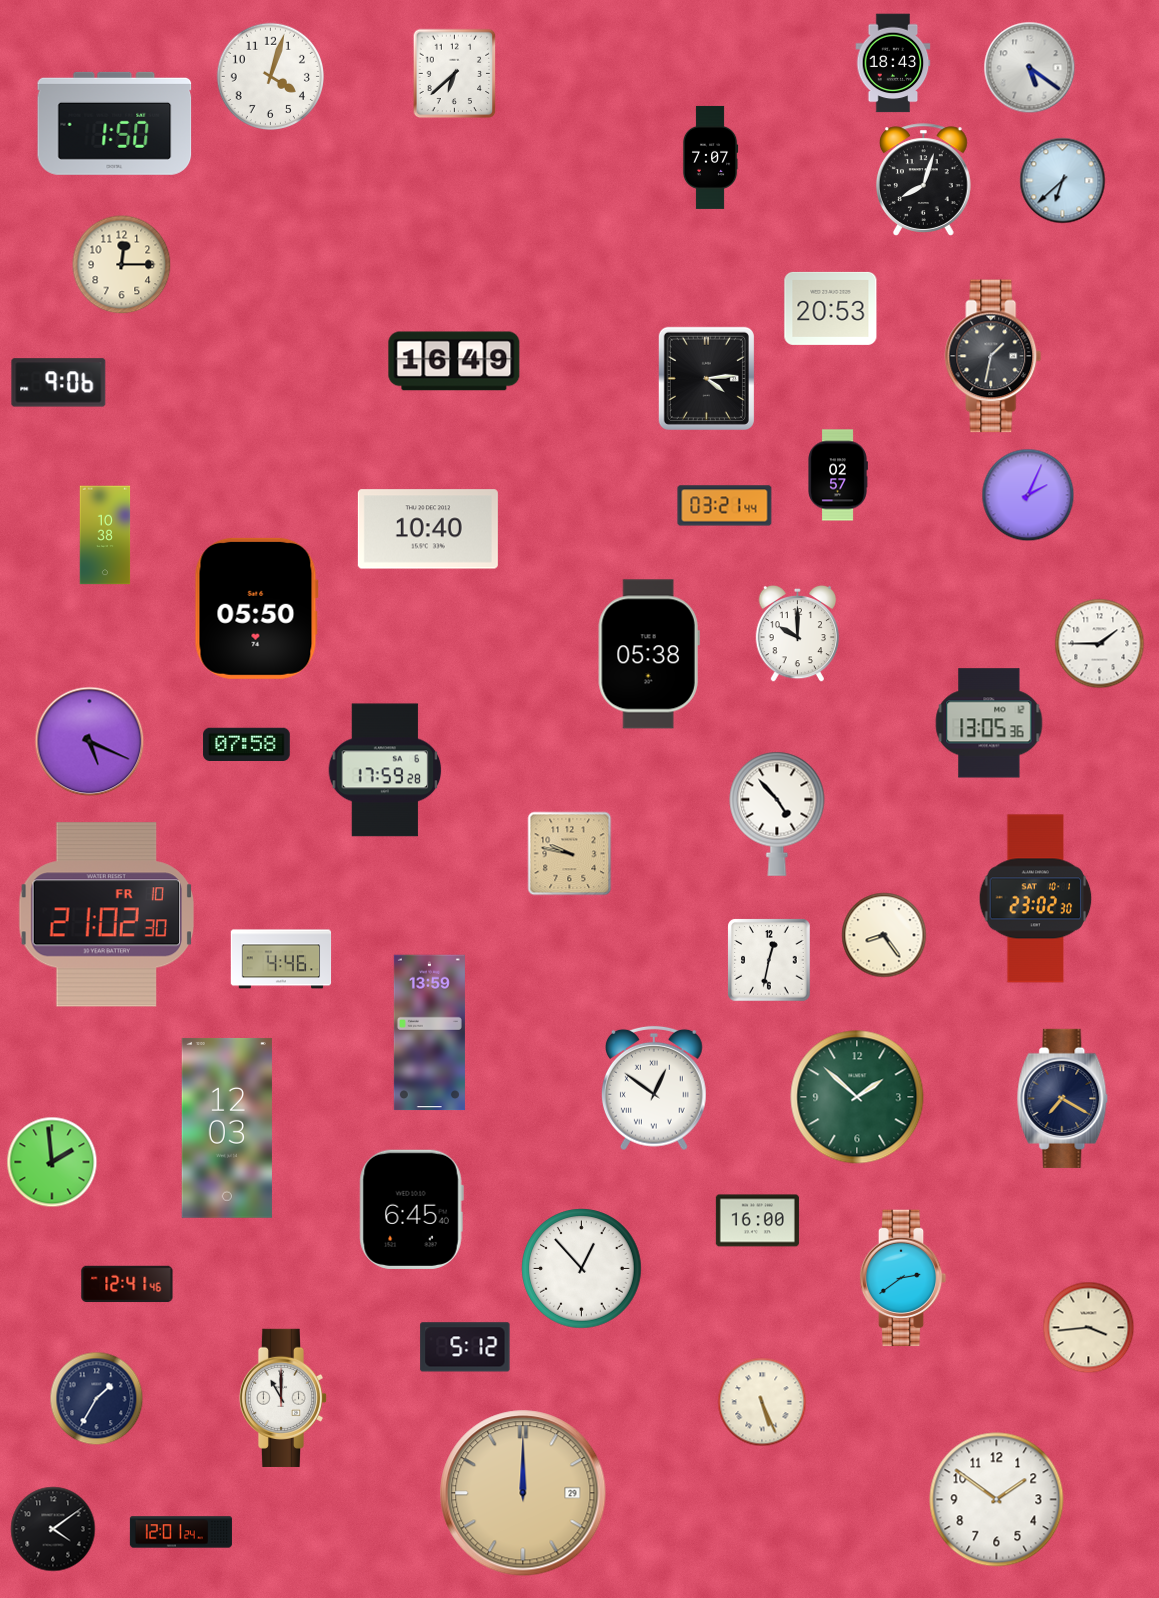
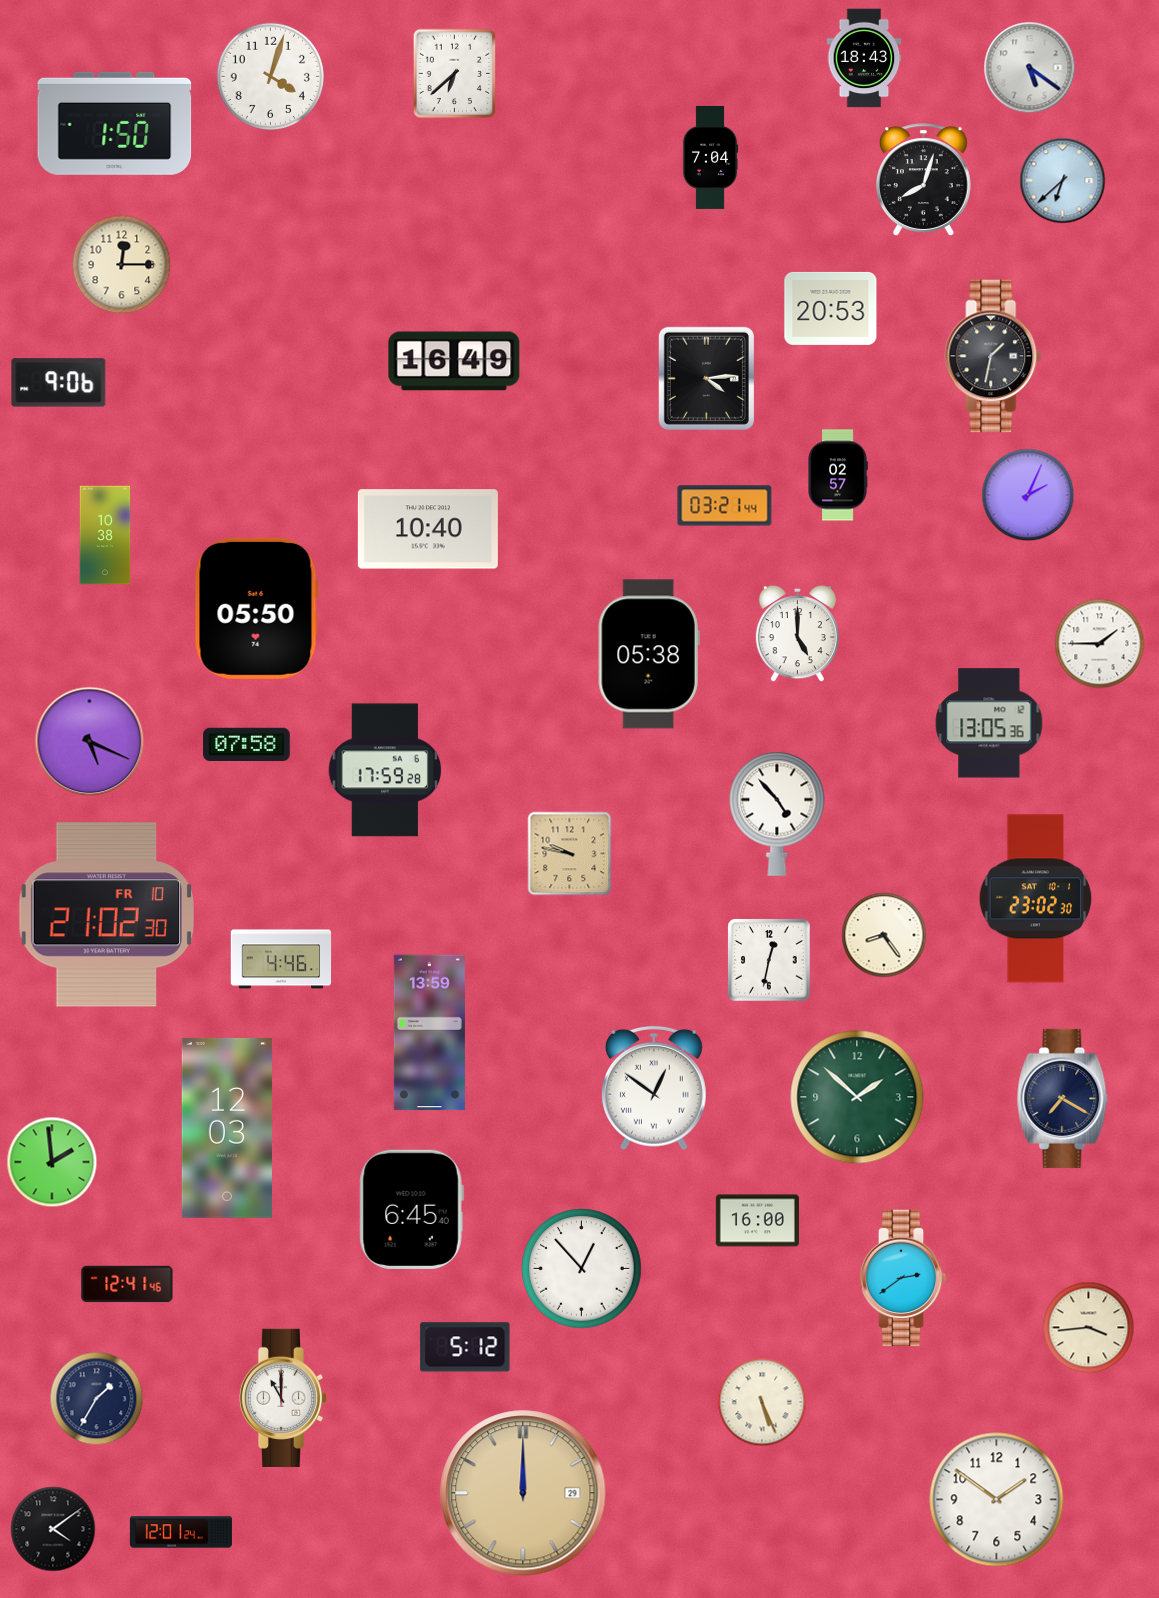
clock at (893, 63) position: (893, 63) -> (864, 58)
clock at (710, 157): 7:07 -> 7:04
clock at (797, 634): 10:00 -> 5:00
